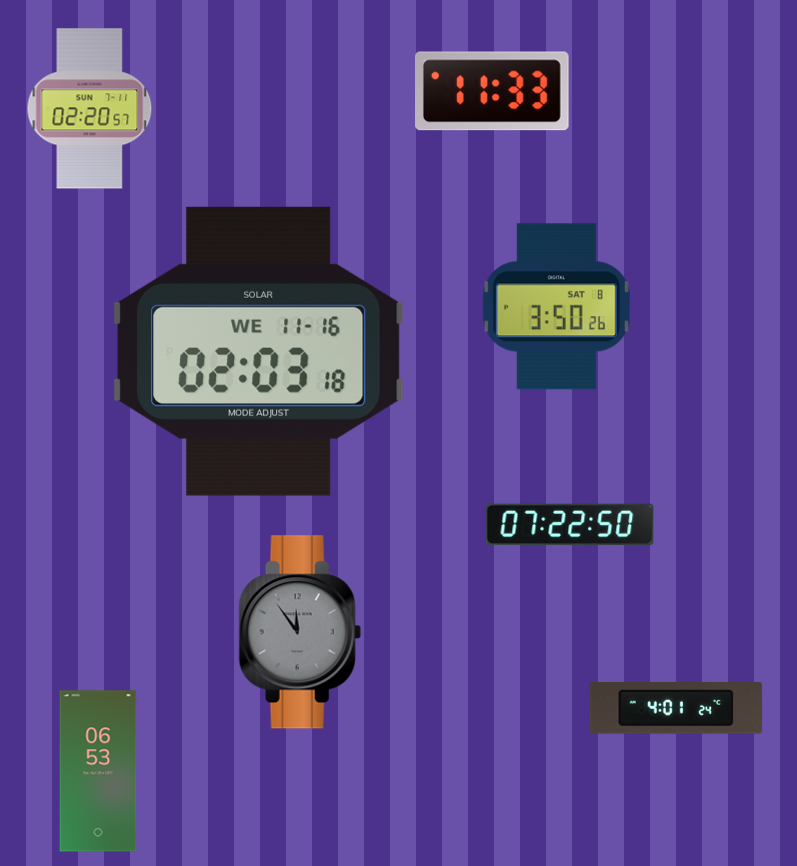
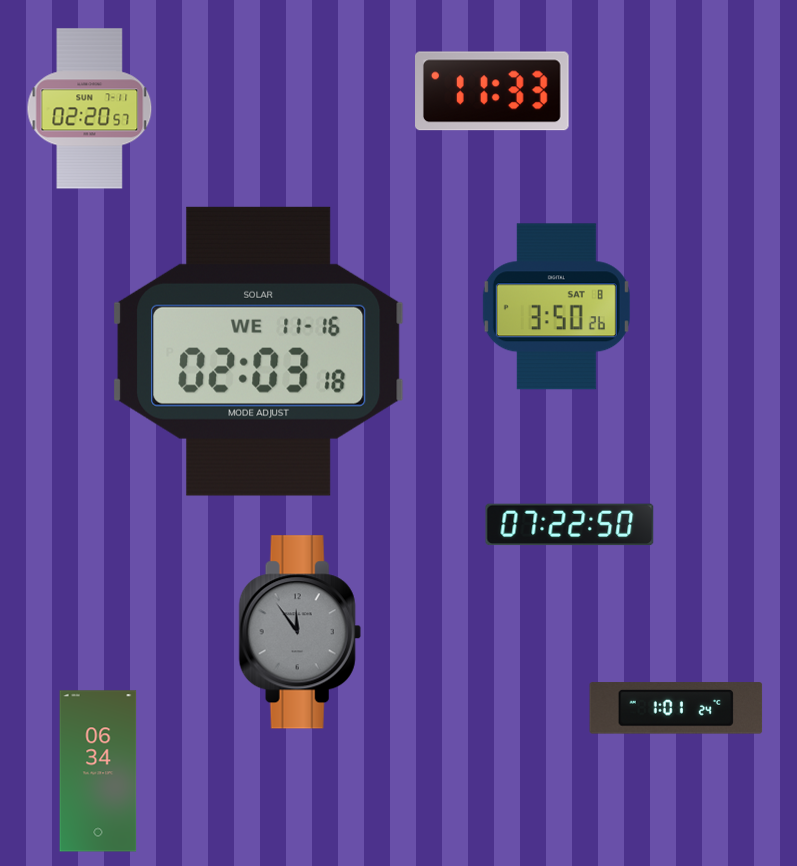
clock at (676, 708): 4:01 -> 1:01
clock at (98, 771): 06:53 -> 06:34
